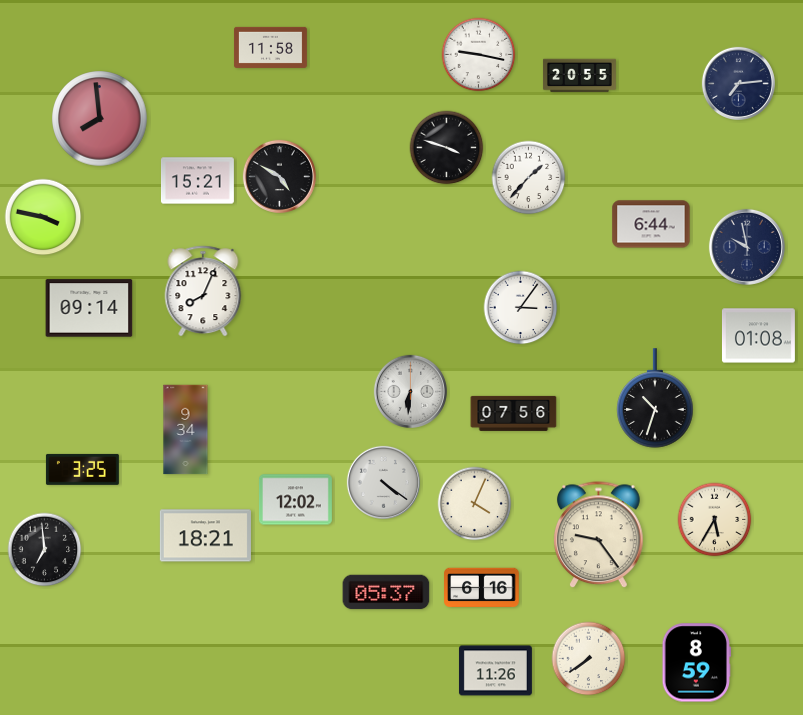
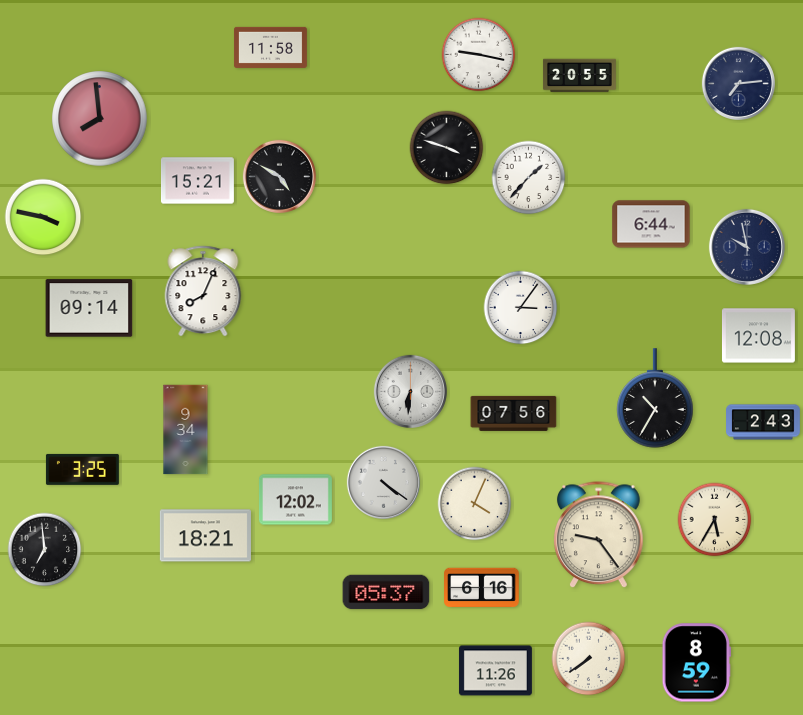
clock at (758, 336): 01:08 -> 12:08
clock at (655, 398): 10:33 -> 10:35
clock at (763, 422): none -> 2:43
